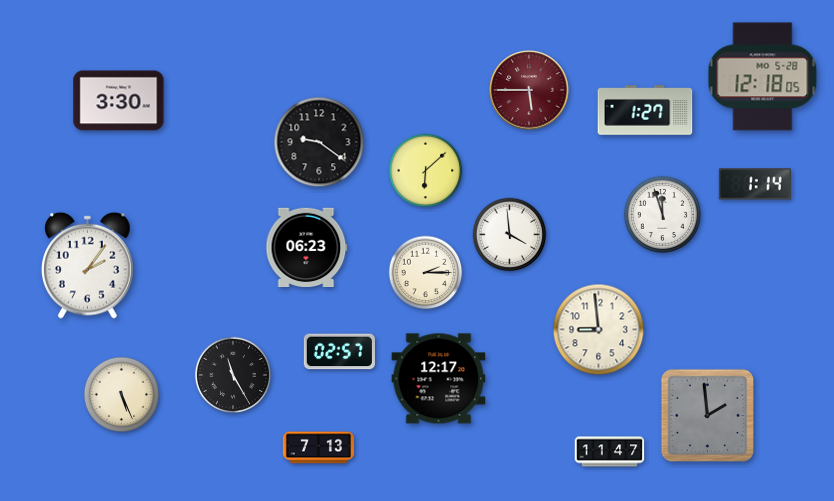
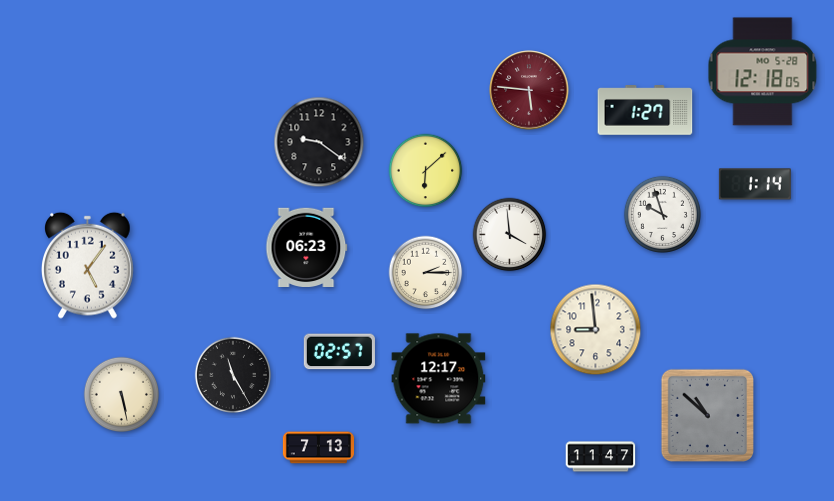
clock at (763, 77) position: (763, 77) -> (763, 72)
clock at (529, 90): 5:45 -> 5:46
clock at (119, 101): 3:30 -> none
clock at (662, 214): 11:57 -> 9:57
clock at (88, 265): 2:06 -> 5:06
clock at (599, 330) position: (599, 330) -> (596, 330)
clock at (122, 395): 5:26 -> 5:28
clock at (707, 415): 1:59 -> 10:52
clock at (610, 452) position: (610, 452) -> (601, 457)
